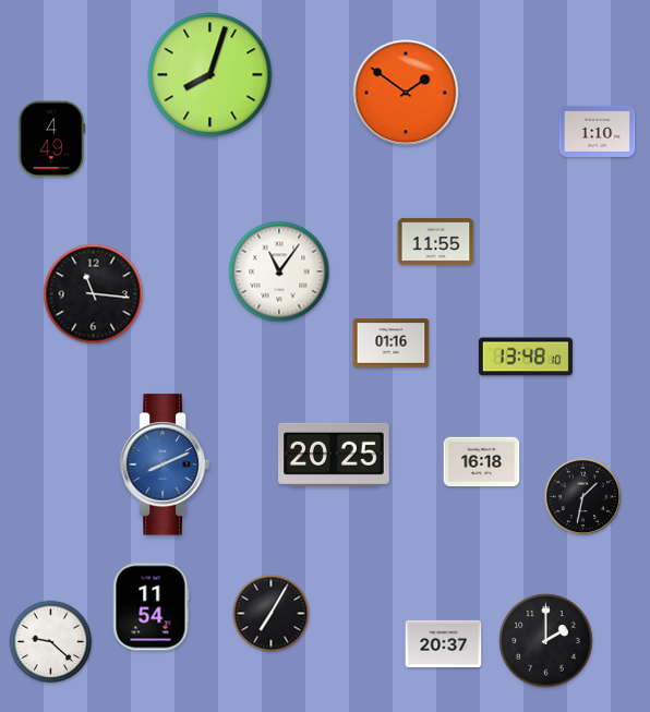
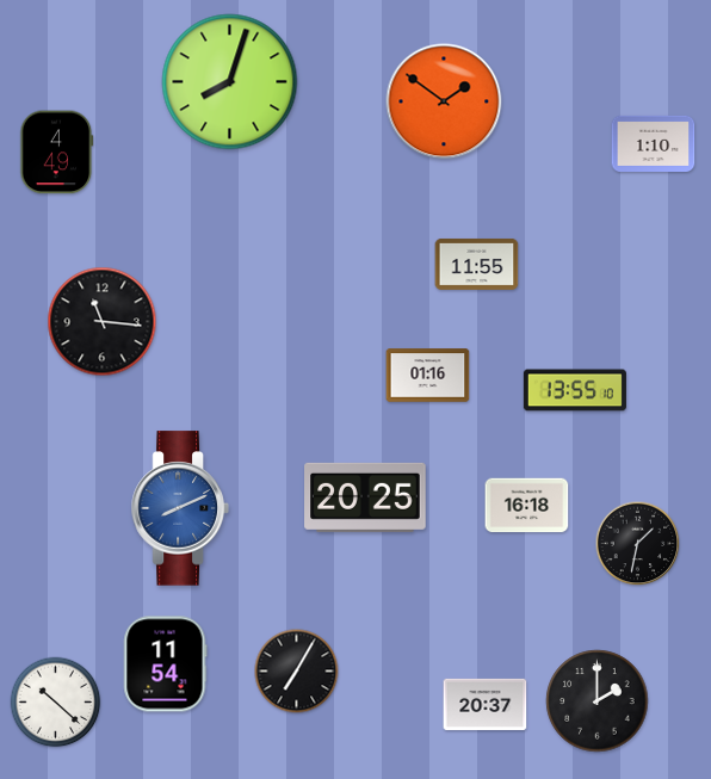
clock at (279, 271): 11:06 -> none
clock at (526, 357): 13:48 -> 13:55
clock at (51, 642): 9:22 -> 10:22
